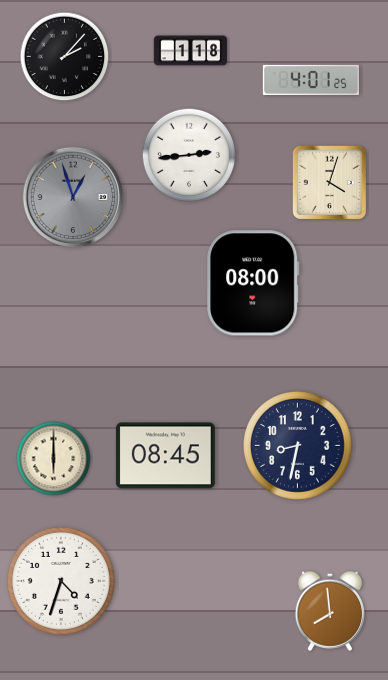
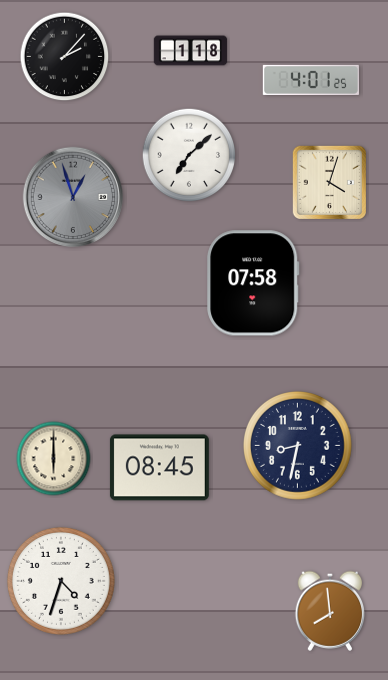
clock at (189, 155): 2:44 -> 7:08
clock at (253, 283): 08:00 -> 07:58
clock at (165, 456) position: (165, 456) -> (159, 468)
